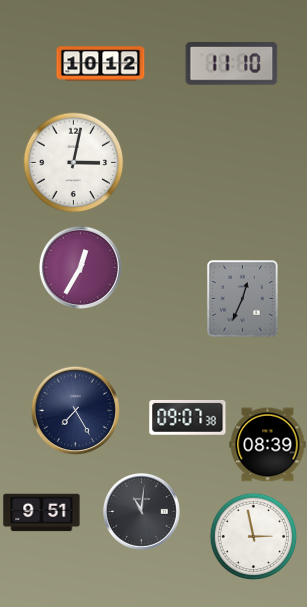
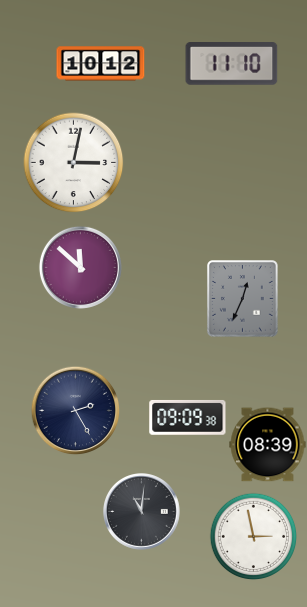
clock at (80, 267): 12:35 -> 11:52
clock at (75, 410): 7:25 -> 2:25
clock at (188, 417): 09:07 -> 09:09
clock at (42, 513): 9:51 -> none
